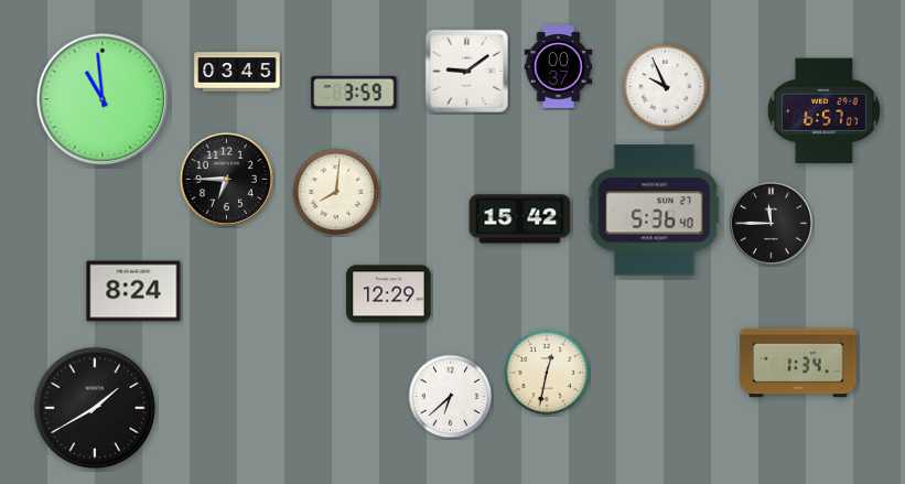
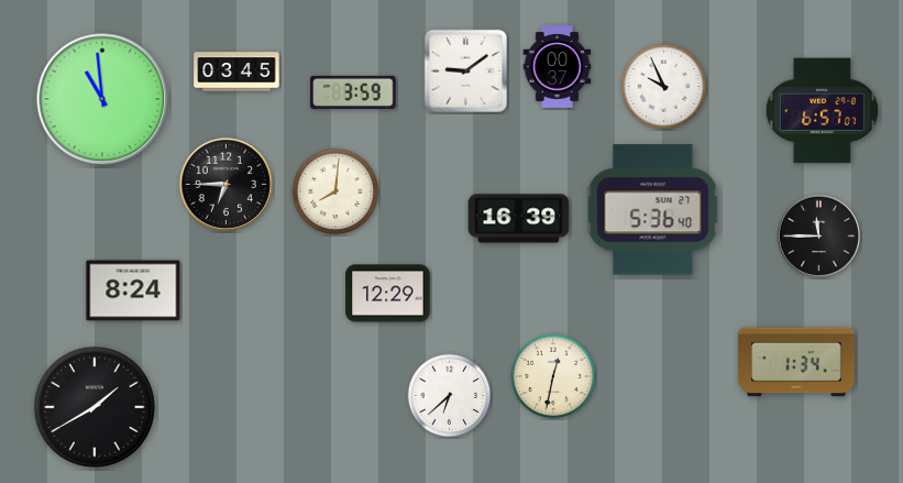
clock at (227, 180) position: (227, 180) -> (227, 185)
clock at (520, 219): 15:42 -> 16:39
clock at (771, 223) position: (771, 223) -> (818, 235)
clock at (547, 373) position: (547, 373) -> (553, 376)
